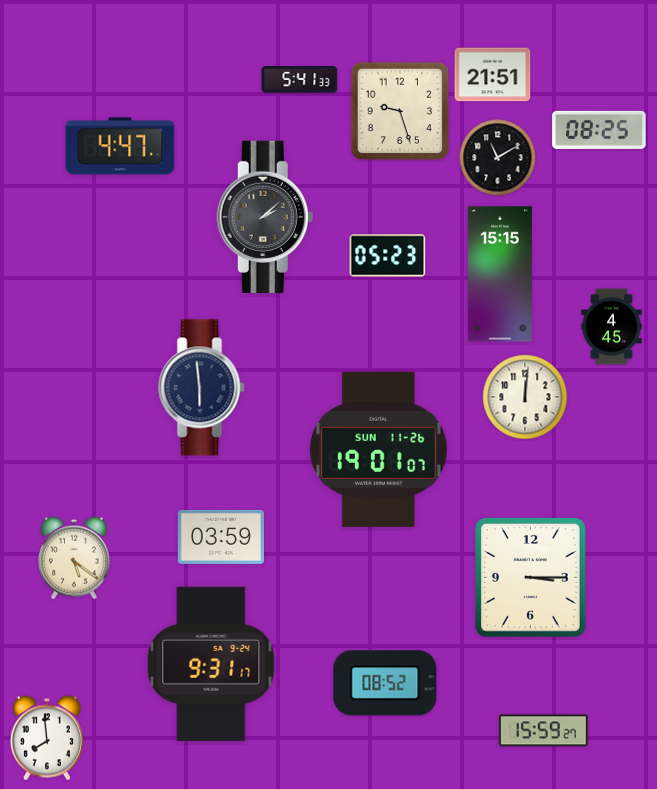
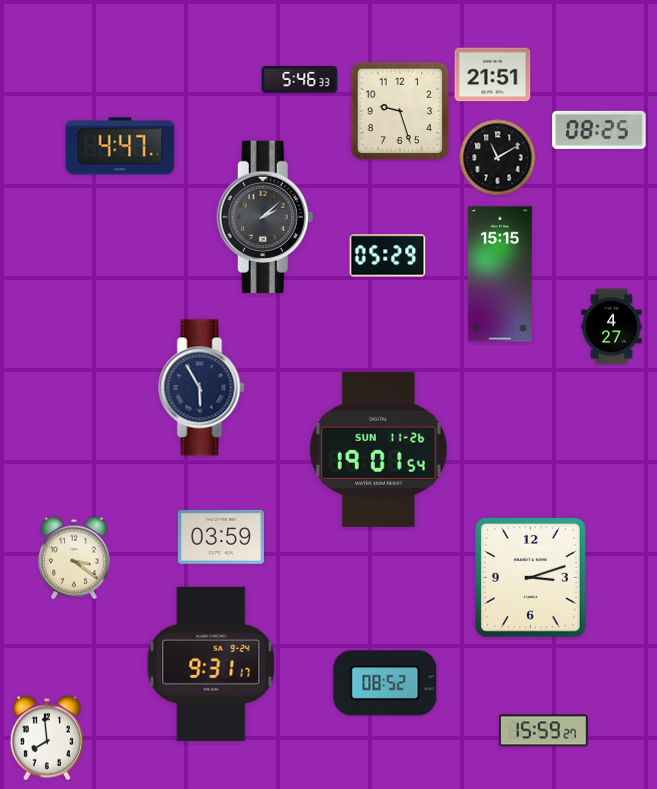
clock at (300, 80): 5:41 -> 5:46
clock at (388, 256): 05:23 -> 05:29
clock at (612, 327): 4:45 -> 4:27
clock at (202, 388): 5:59 -> 5:55
clock at (525, 397): 12:01 -> none
clock at (379, 449): 19:01:07 -> 19:01:54
clock at (75, 558): 5:21 -> 3:21
clock at (531, 578): 3:15 -> 3:12
